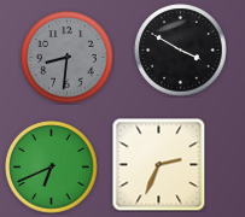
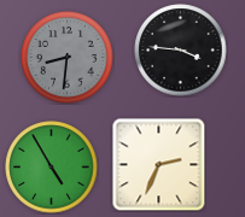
clock at (181, 51): 3:50 -> 3:46
clock at (52, 168): 6:41 -> 4:55
